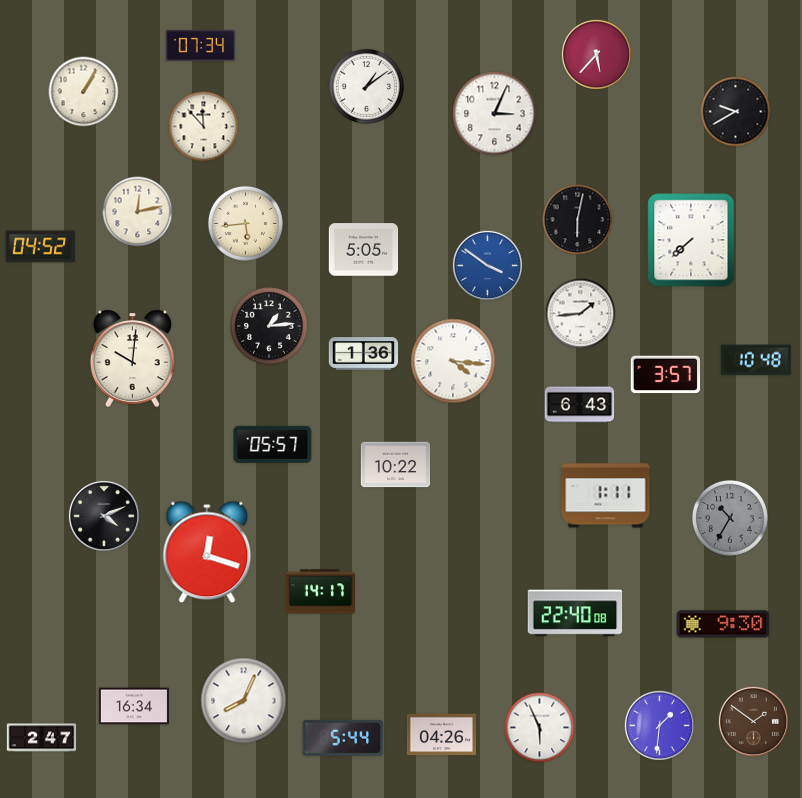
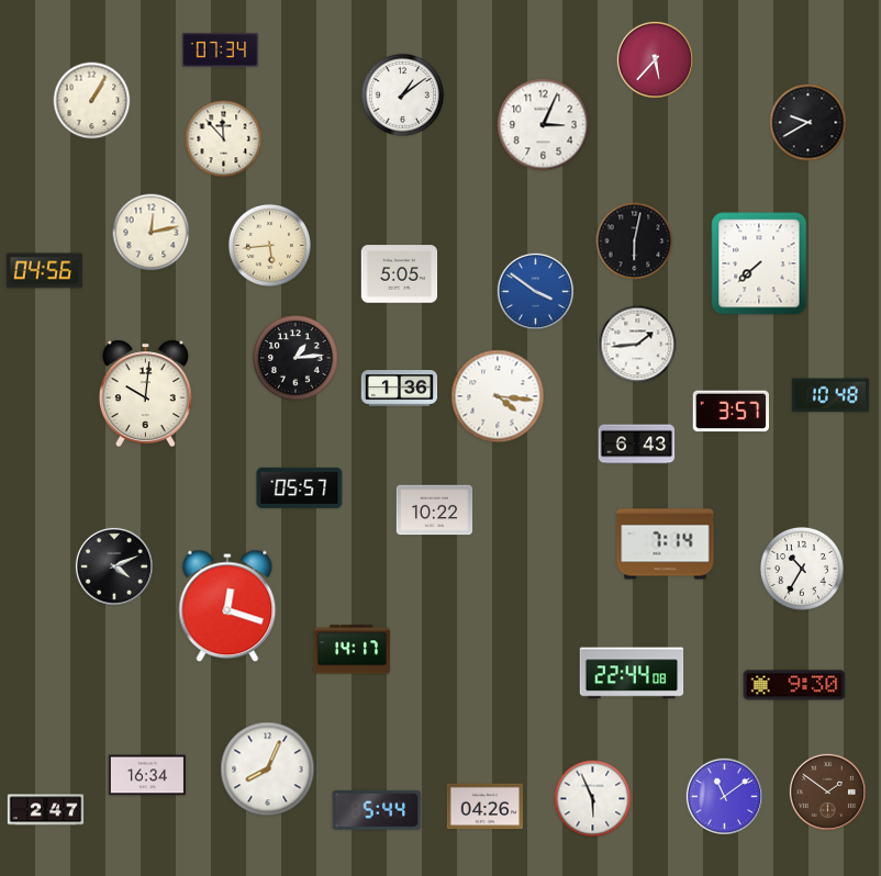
clock at (41, 247): 04:52 -> 04:56
clock at (606, 496): 1:11 -> 7:14
clock at (730, 518) dial: grey -> white
clock at (575, 613): 22:40 -> 22:44
clock at (659, 725): 1:31 -> 11:09
